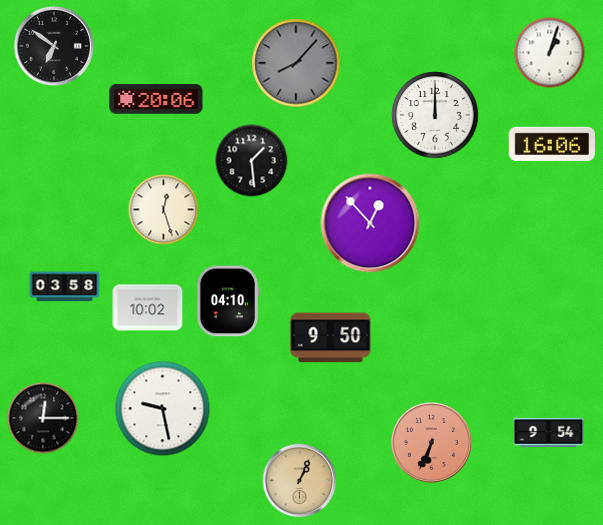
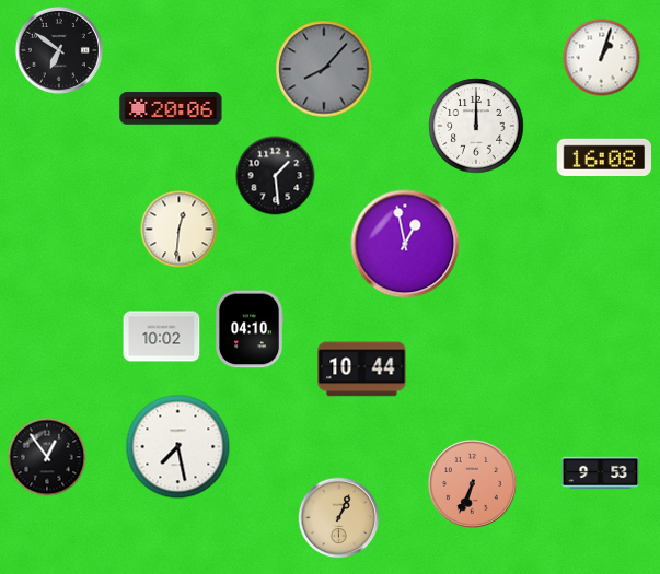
clock at (552, 143): 16:06 -> 16:08
clock at (164, 210): 12:27 -> 12:31
clock at (370, 223): 12:53 -> 12:58
clock at (65, 287): 03:58 -> none
clock at (331, 338): 9:50 -> 10:44
clock at (163, 409): 9:28 -> 7:28
clock at (43, 418): 12:15 -> 12:54
clock at (549, 433): 9:54 -> 9:53
clock at (300, 481) position: (300, 481) -> (339, 518)
